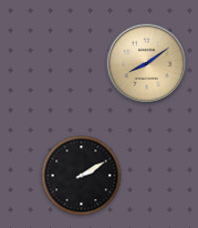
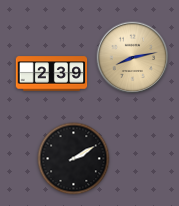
clock at (147, 64): 8:09 -> 8:13
clock at (52, 74): none -> 2:39
